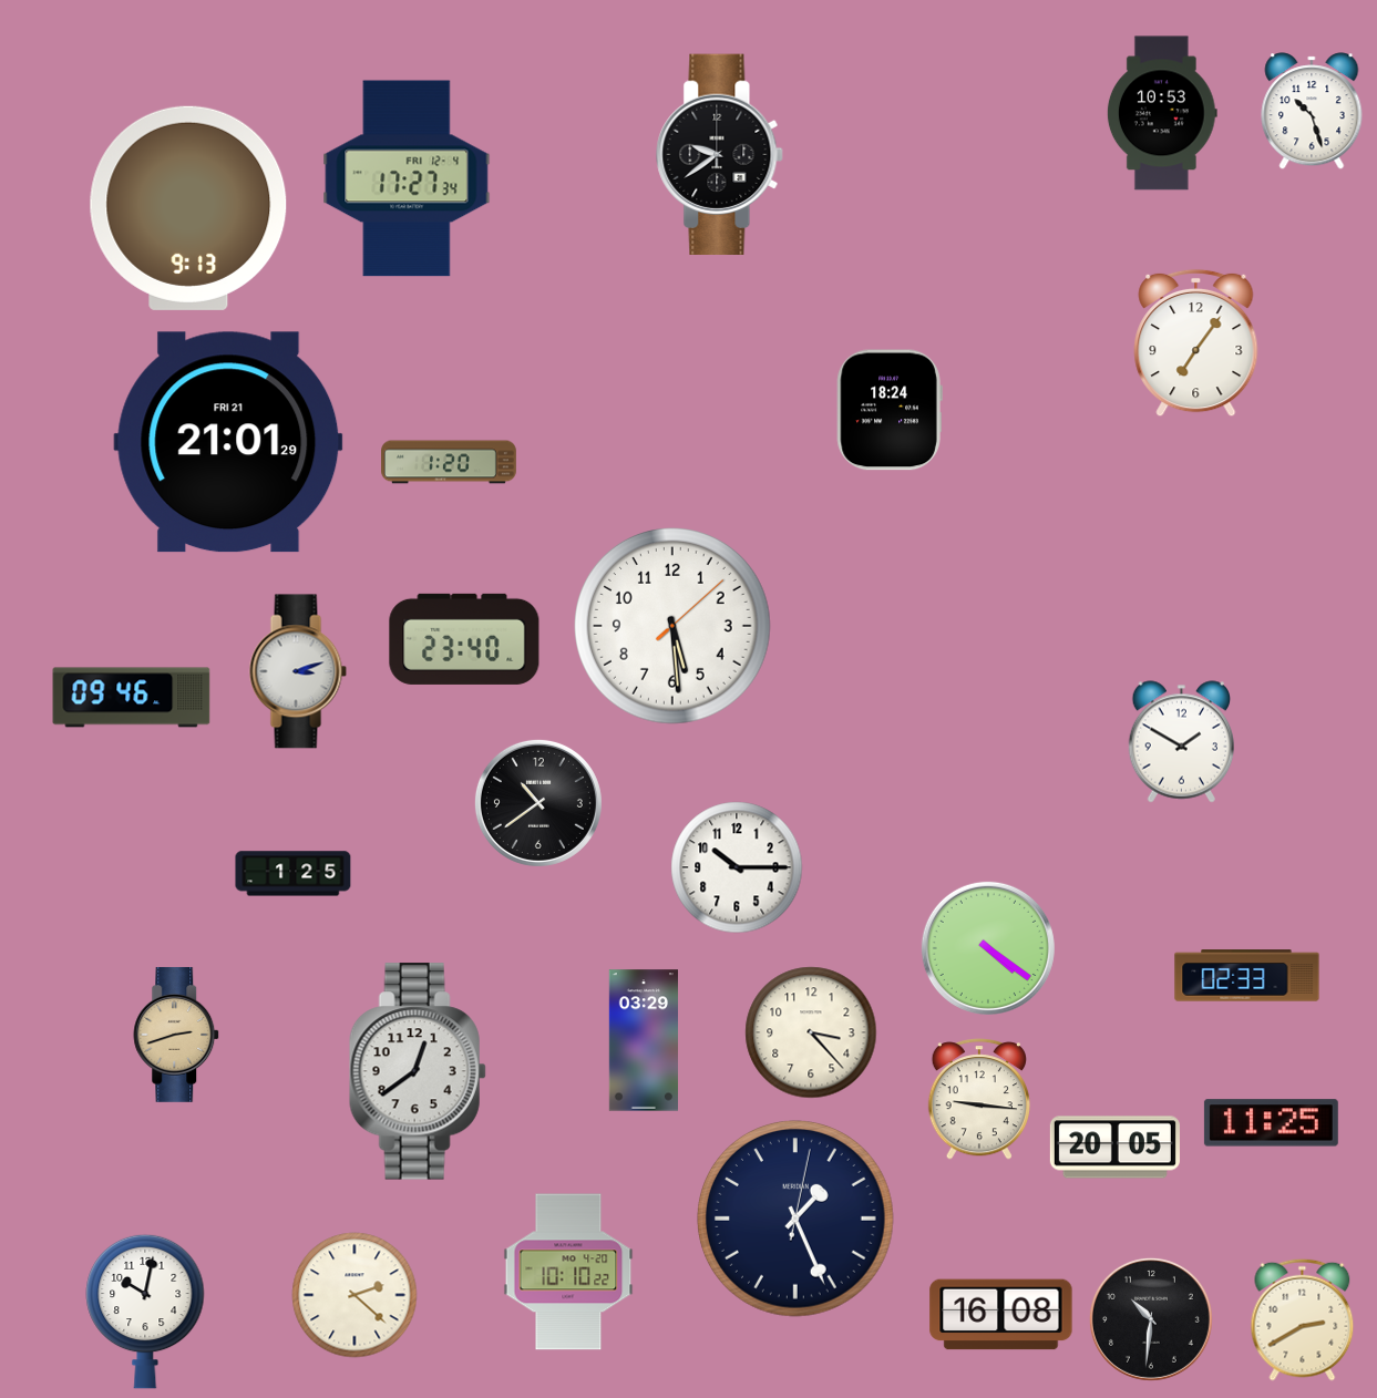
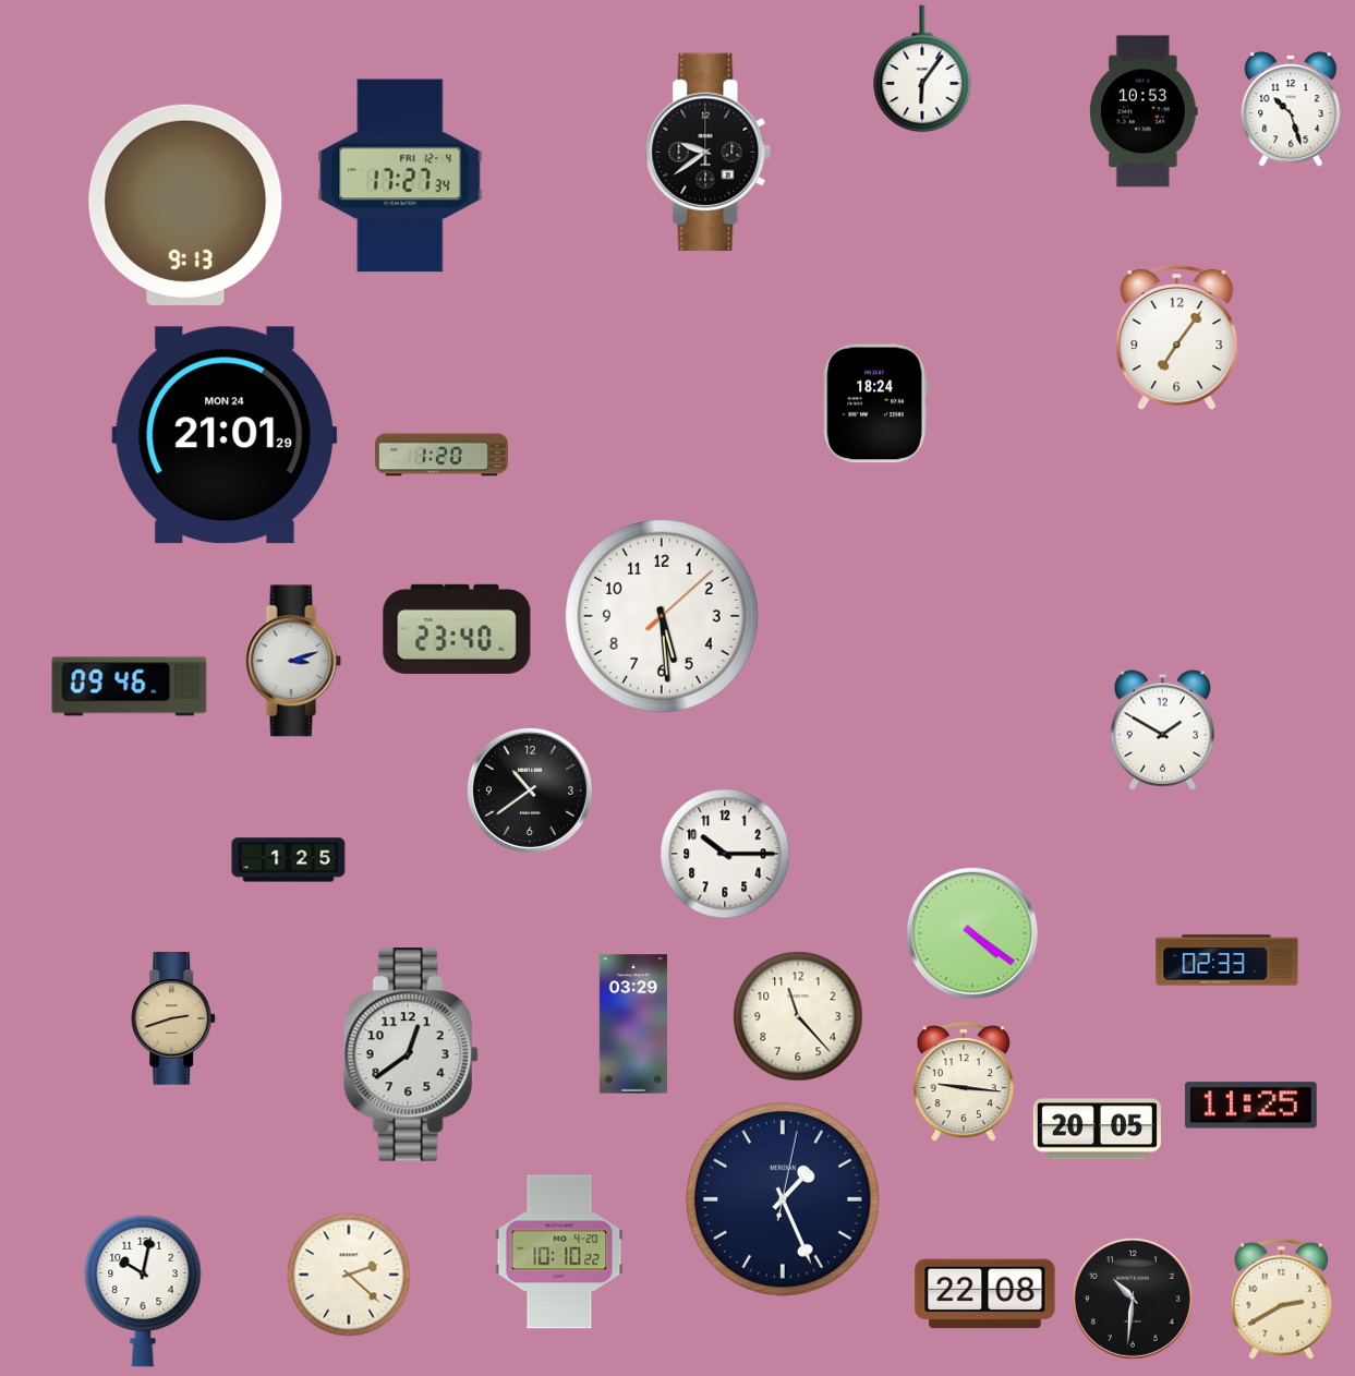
clock at (922, 69): none -> 6:06
clock at (228, 442) date: FRI 21 -> MON 24
clock at (811, 1032): 3:23 -> 11:23
clock at (1001, 1315): 16:08 -> 22:08
